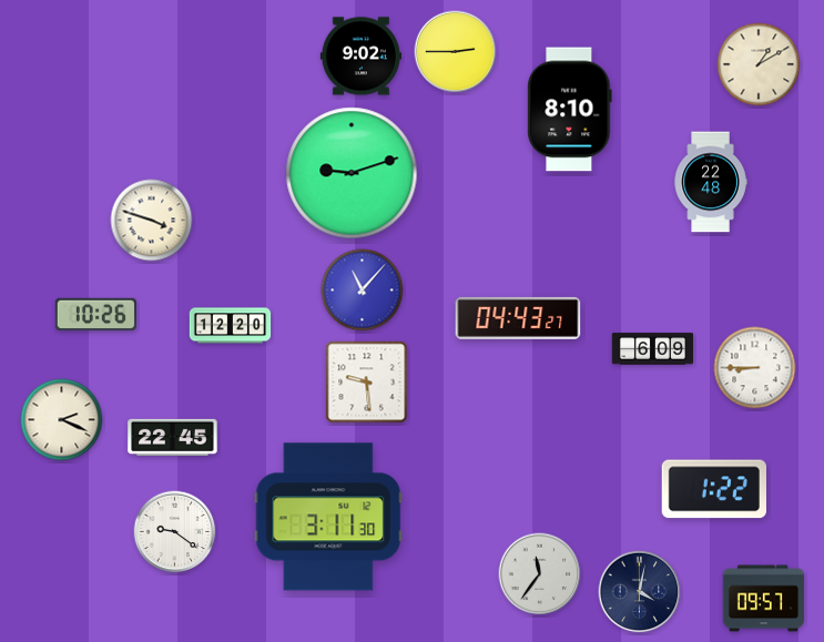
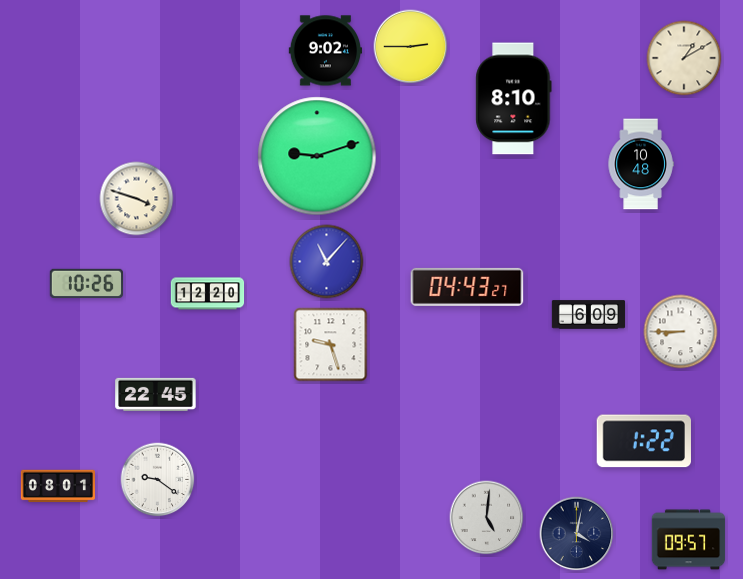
clock at (711, 182): 22:48 -> 10:48
clock at (367, 383): 9:29 -> 9:27
clock at (62, 420): 2:19 -> none
clock at (328, 517): 3:11 -> none
clock at (58, 486): none -> 08:01
clock at (540, 574): 11:36 -> 5:01
